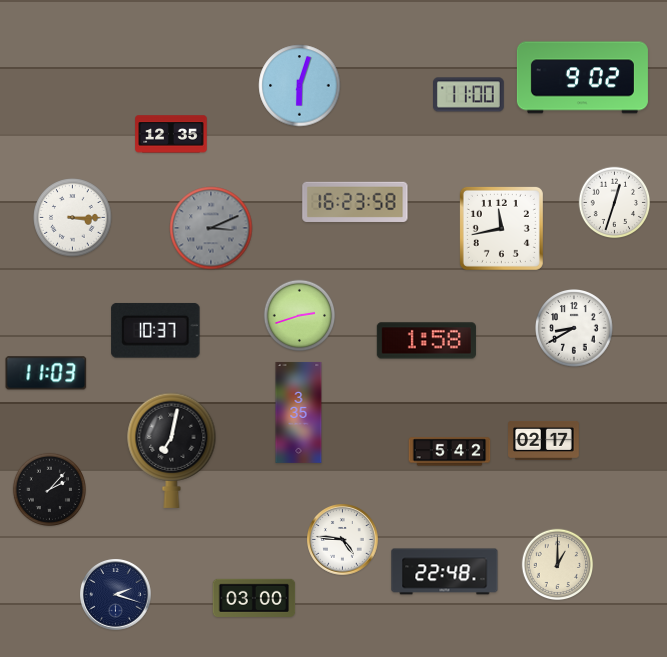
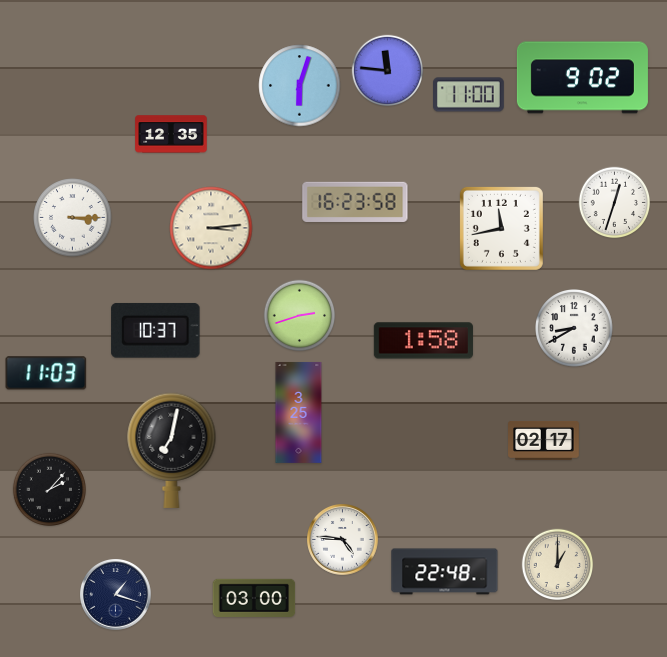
clock at (388, 71): none -> 11:46
clock at (211, 228): 3:11 -> 3:14
clock at (211, 228) dial: grey -> cream
clock at (426, 341) position: (426, 341) -> (423, 341)
clock at (299, 412): 3:35 -> 3:25
clock at (450, 452): 5:42 -> none
clock at (116, 595): 2:18 -> 1:18
